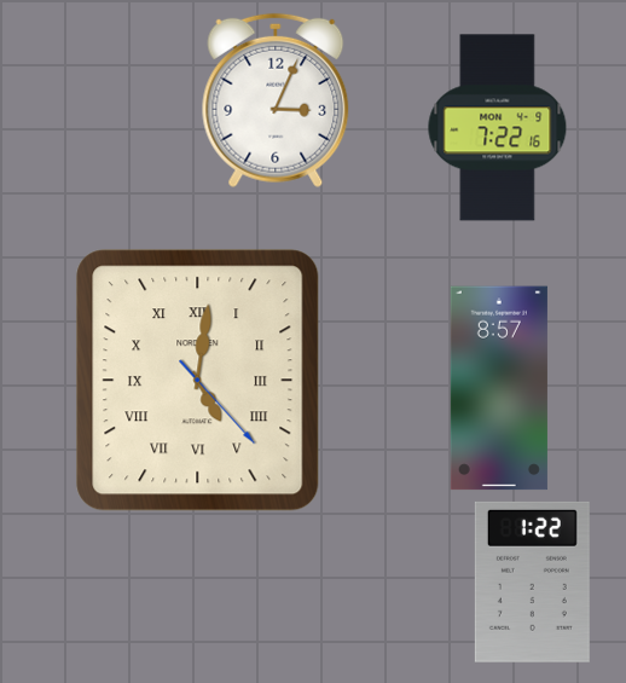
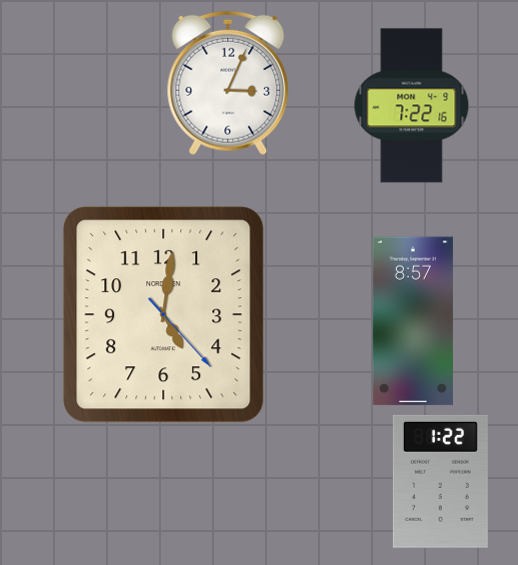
clock at (198, 381) numerals: Roman -> Arabic
